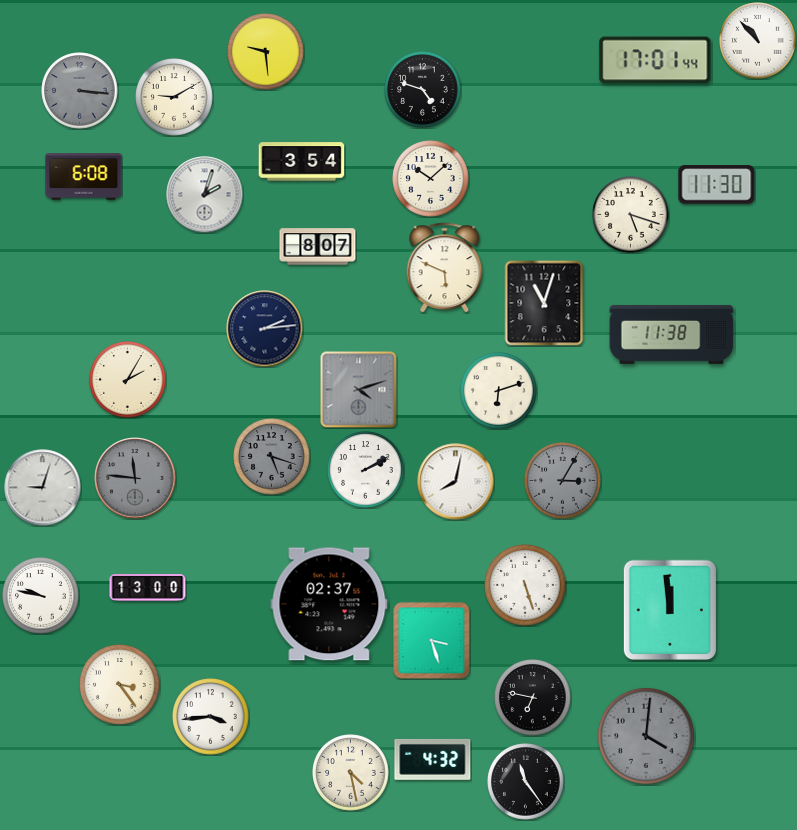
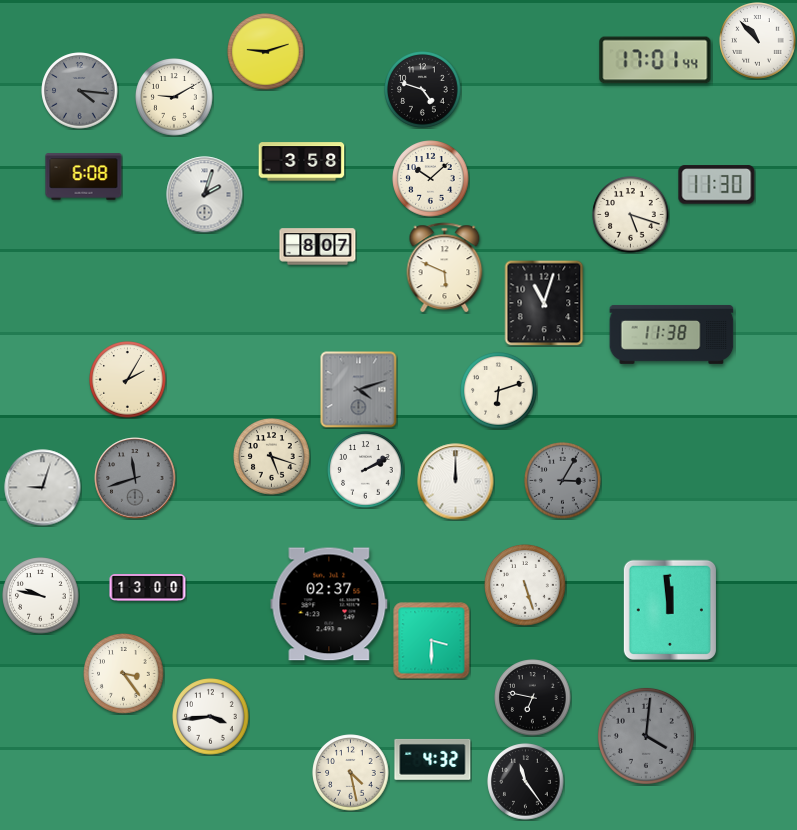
clock at (266, 52): 9:29 -> 9:12
clock at (80, 91): 3:16 -> 4:16
clock at (302, 162): 3:54 -> 3:58
clock at (265, 329): 2:14 -> none
clock at (272, 457) dial: grey -> cream
clock at (135, 478): 11:46 -> 11:42
clock at (456, 482): 8:02 -> 12:00
clock at (432, 641): 3:27 -> 3:30
clock at (120, 685) position: (120, 685) -> (124, 674)
